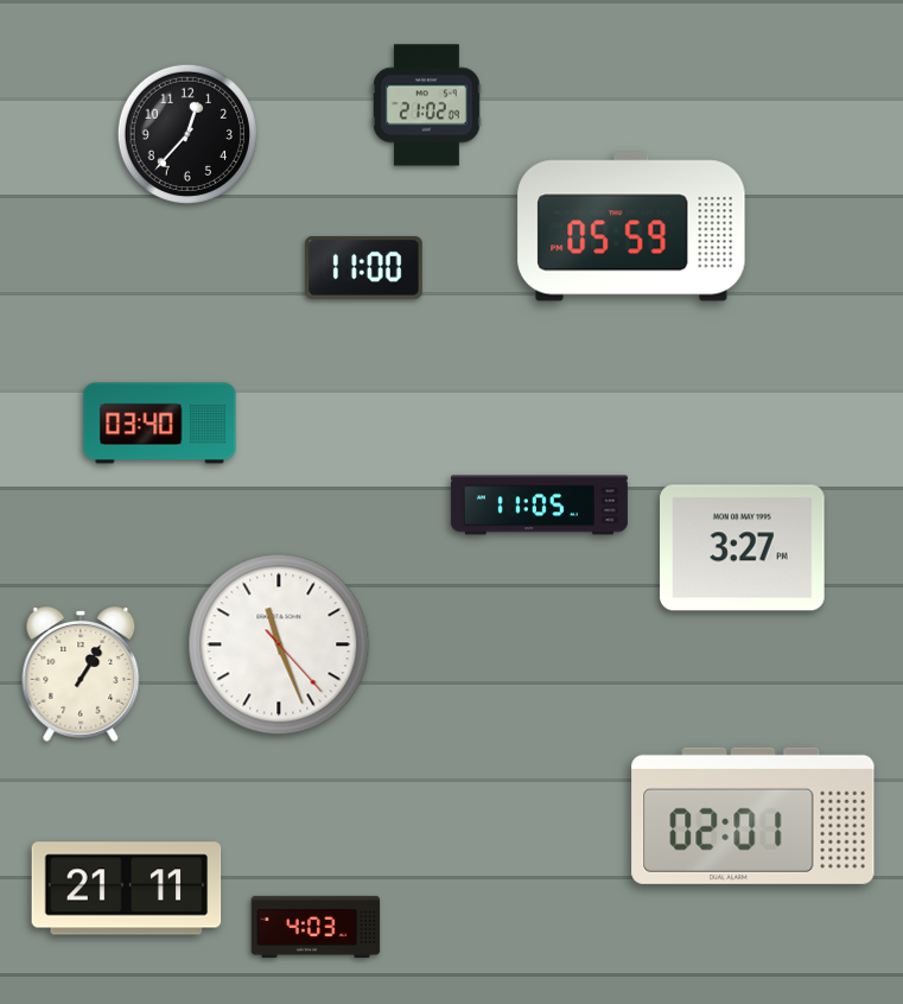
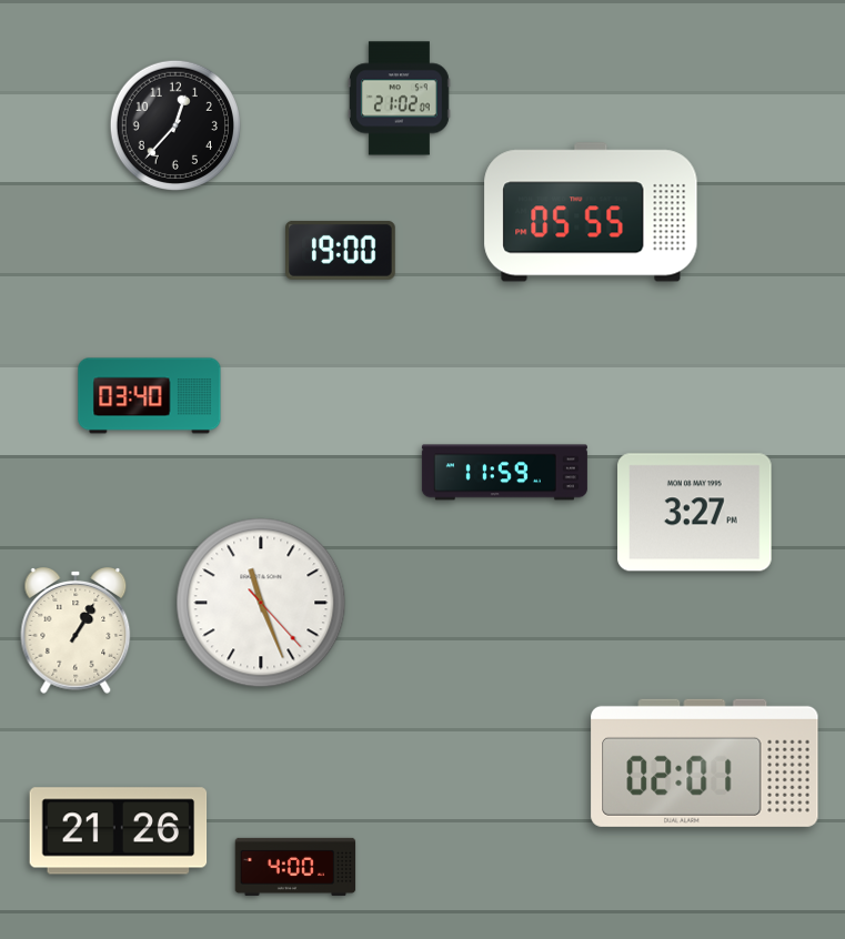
clock at (631, 227): 05:59 -> 05:55
clock at (364, 267): 11:00 -> 19:00
clock at (539, 506): 11:05 -> 11:59
clock at (127, 889): 21:11 -> 21:26
clock at (316, 927): 4:03 -> 4:00
